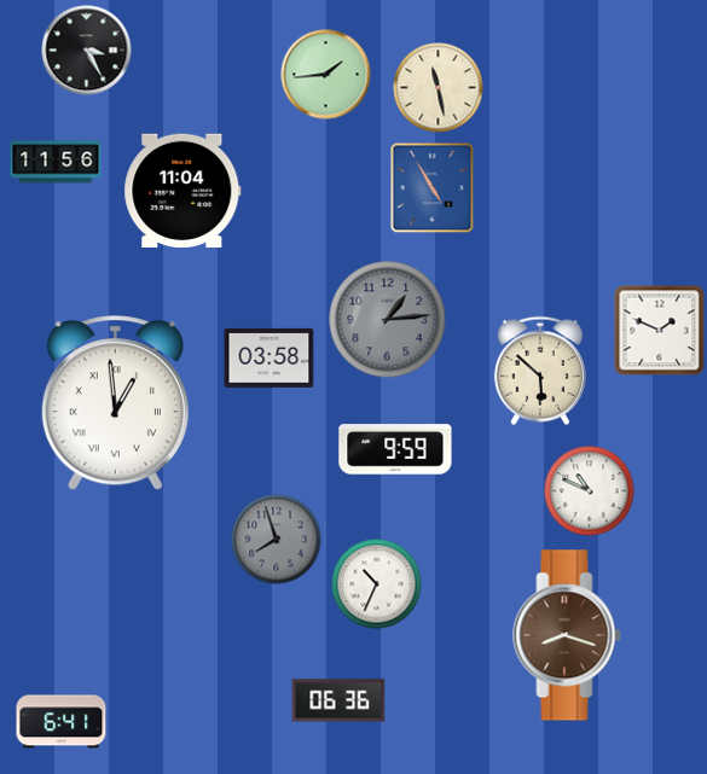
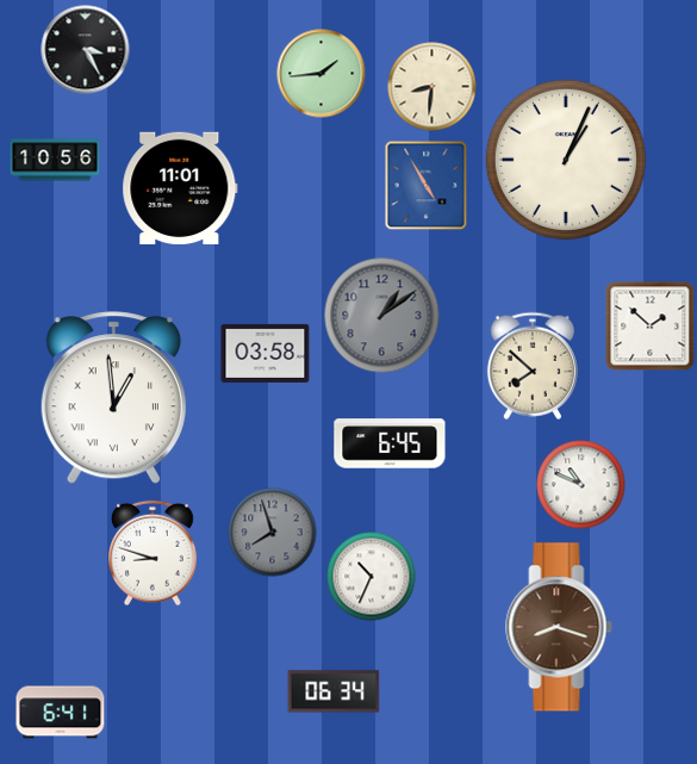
clock at (439, 88): 11:28 -> 8:31
clock at (56, 162): 11:56 -> 10:56
clock at (566, 160): none -> 1:04
clock at (182, 190): 11:04 -> 11:01
clock at (388, 320): 1:14 -> 1:09
clock at (660, 331): 1:49 -> 1:52
clock at (540, 371): 5:52 -> 7:52
clock at (395, 449): 9:59 -> 6:45
clock at (154, 553): none -> 8:48
clock at (338, 700): 06:36 -> 06:34
